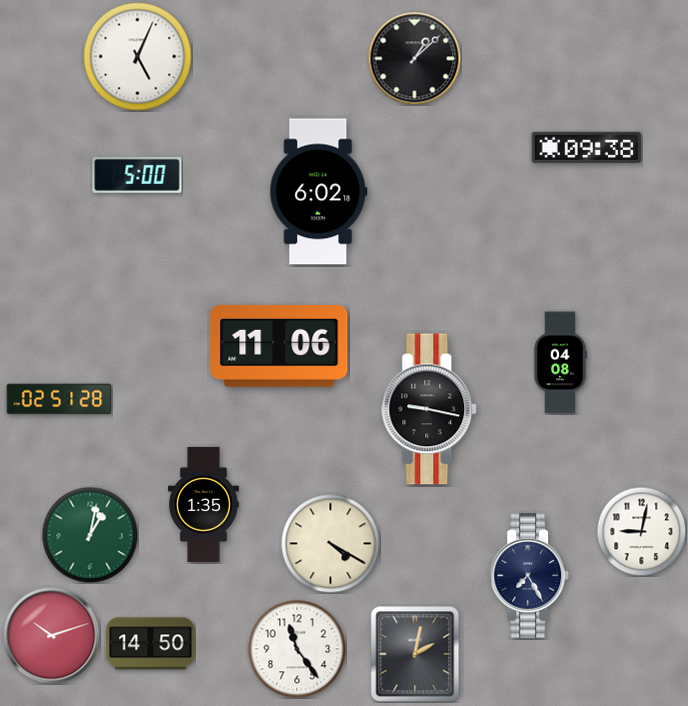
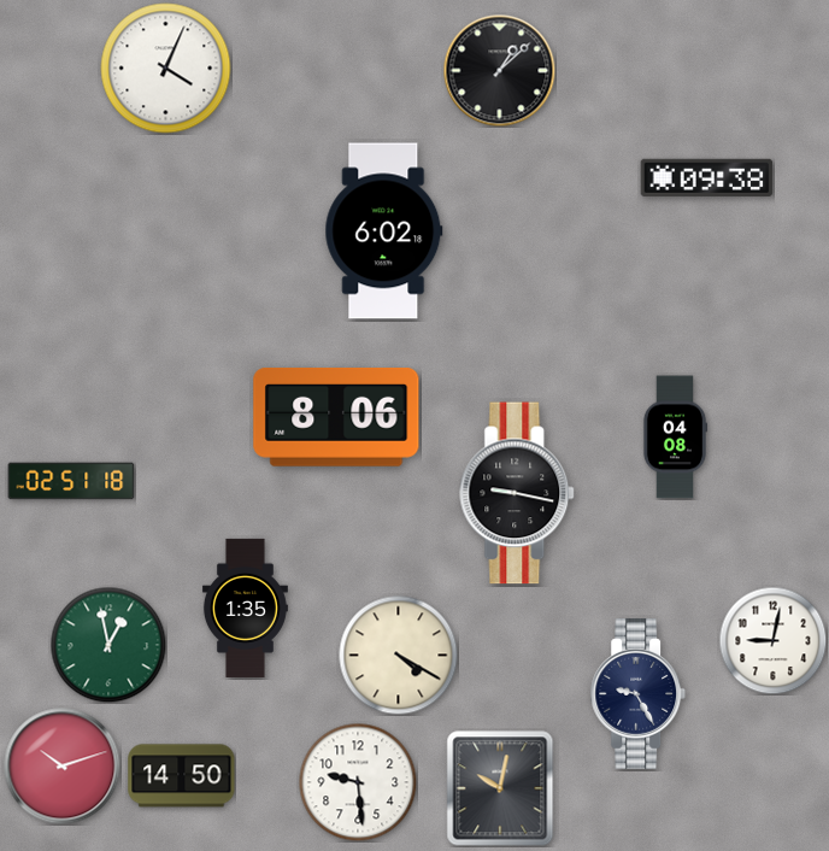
clock at (138, 57): 5:04 -> 4:04
clock at (137, 175): 5:00 -> none
clock at (279, 347): 11:06 -> 8:06
clock at (59, 399): 02:51:28 -> 02:51:18
clock at (90, 535): 1:02 -> 12:58
clock at (530, 576): 7:25 -> 9:25
clock at (297, 649): 11:24 -> 9:29
clock at (415, 654): 2:02 -> 10:02
